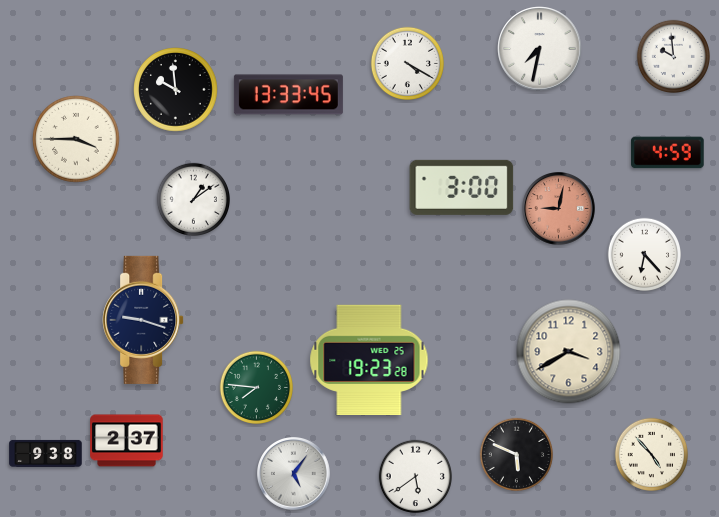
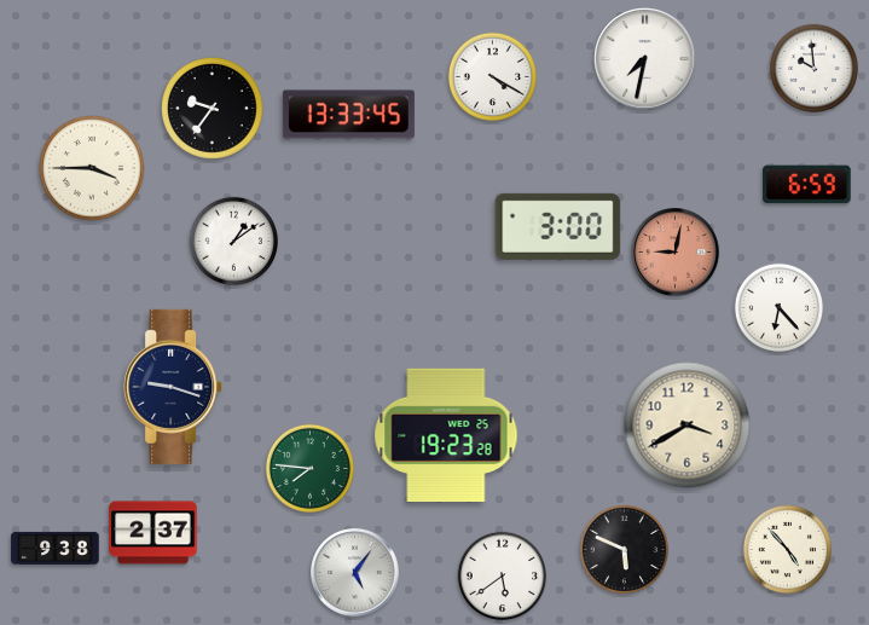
clock at (540, 49) position: (540, 49) -> (645, 59)
clock at (176, 90): 9:59 -> 9:36
clock at (668, 153): 4:59 -> 6:59
